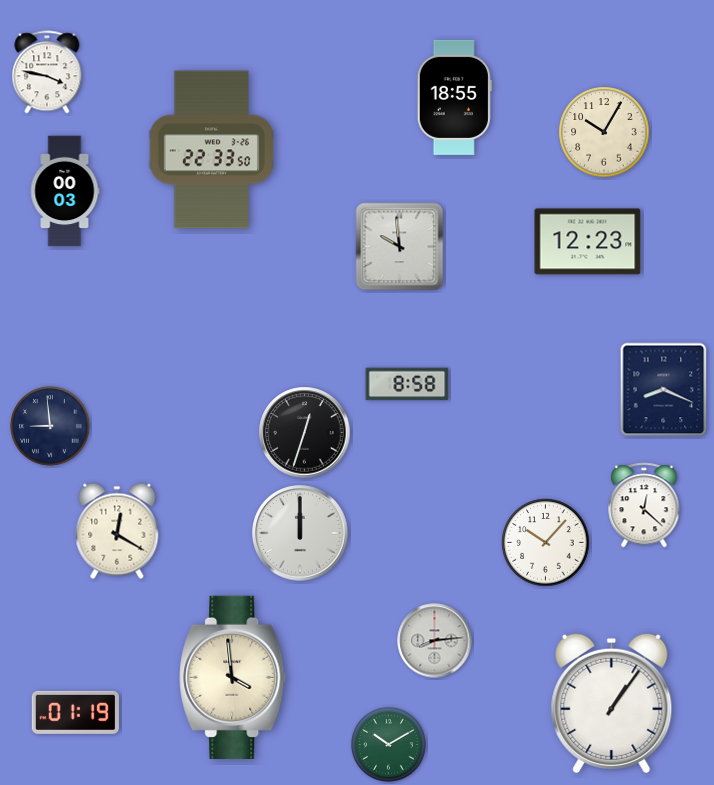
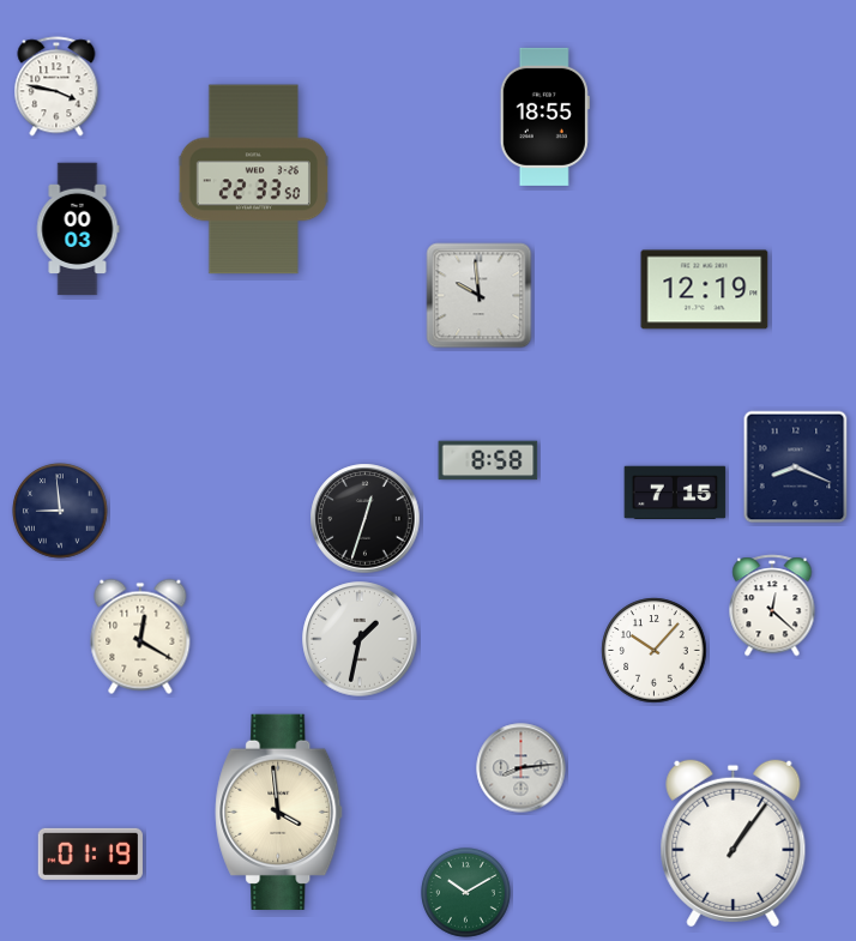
clock at (604, 132): 10:05 -> none
clock at (588, 242): 12:23 -> 12:19
clock at (675, 493): none -> 7:15
clock at (300, 533): 12:00 -> 1:32
